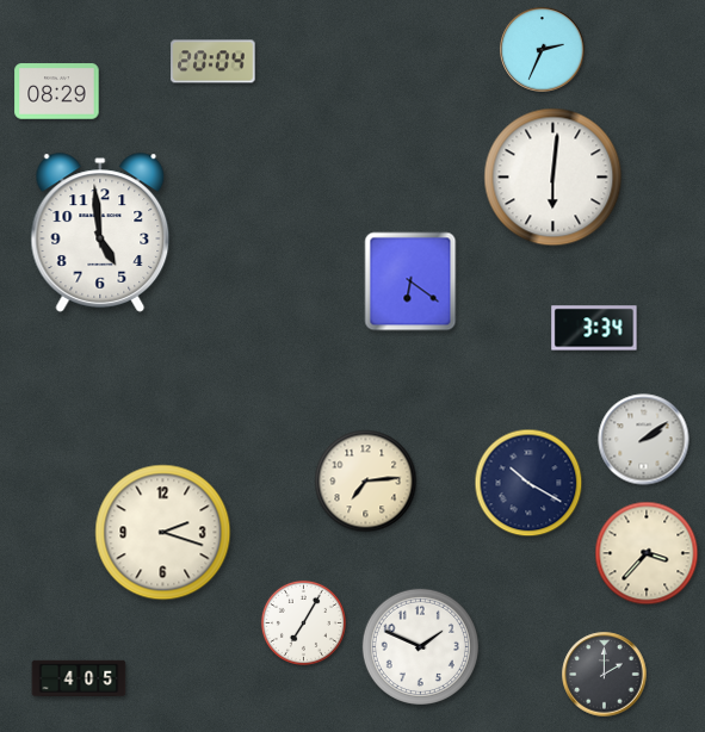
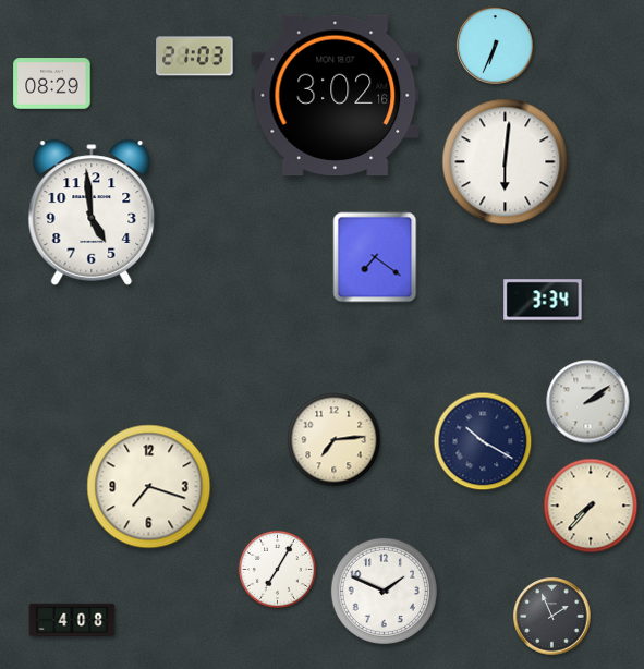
clock at (543, 50): 2:34 -> 6:34
clock at (214, 62): 20:04 -> 21:03
clock at (336, 96): none -> 3:02
clock at (410, 281): 6:21 -> 7:21
clock at (163, 533): 2:18 -> 7:18
clock at (647, 553): 3:37 -> 7:37
clock at (605, 675): 2:00 -> 1:56
clock at (79, 678): 4:05 -> 4:08
